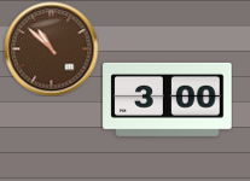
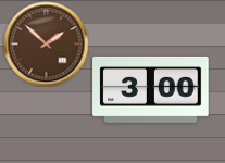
clock at (51, 48): 10:52 -> 1:52
